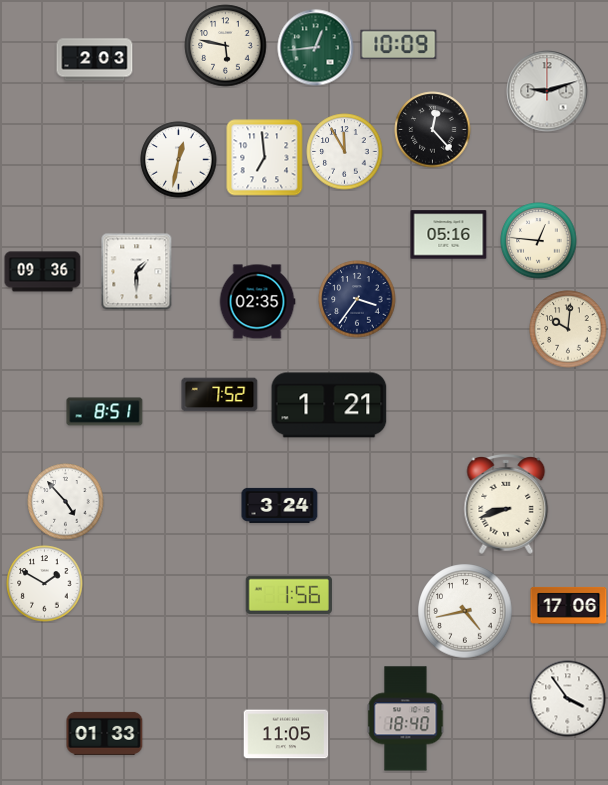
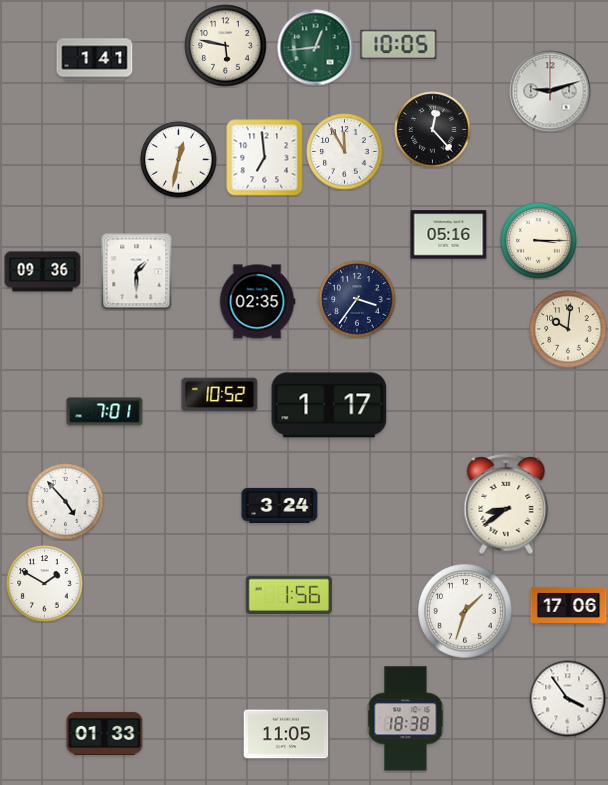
clock at (399, 45): 10:09 -> 10:05
clock at (95, 60): 2:03 -> 1:41
clock at (547, 91) position: (547, 91) -> (550, 91)
clock at (539, 241): 12:46 -> 3:15
clock at (220, 395): 7:52 -> 10:52
clock at (329, 405): 1:21 -> 1:17
clock at (105, 412): 8:51 -> 7:01
clock at (506, 505): 8:42 -> 8:39
clock at (465, 611): 4:43 -> 1:33
clock at (406, 719): 18:40 -> 18:38
